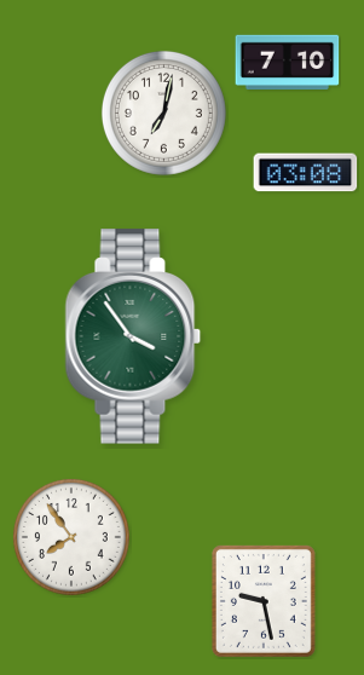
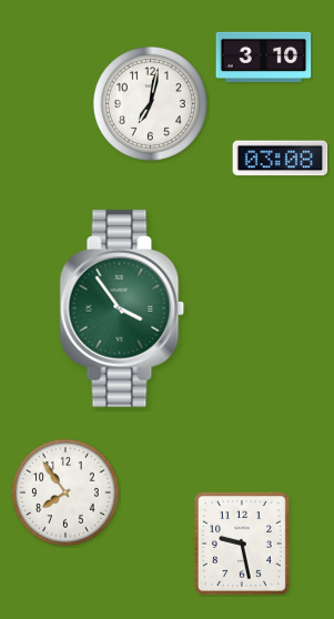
clock at (288, 62): 7:10 -> 3:10
clock at (264, 601) position: (264, 601) -> (242, 544)
